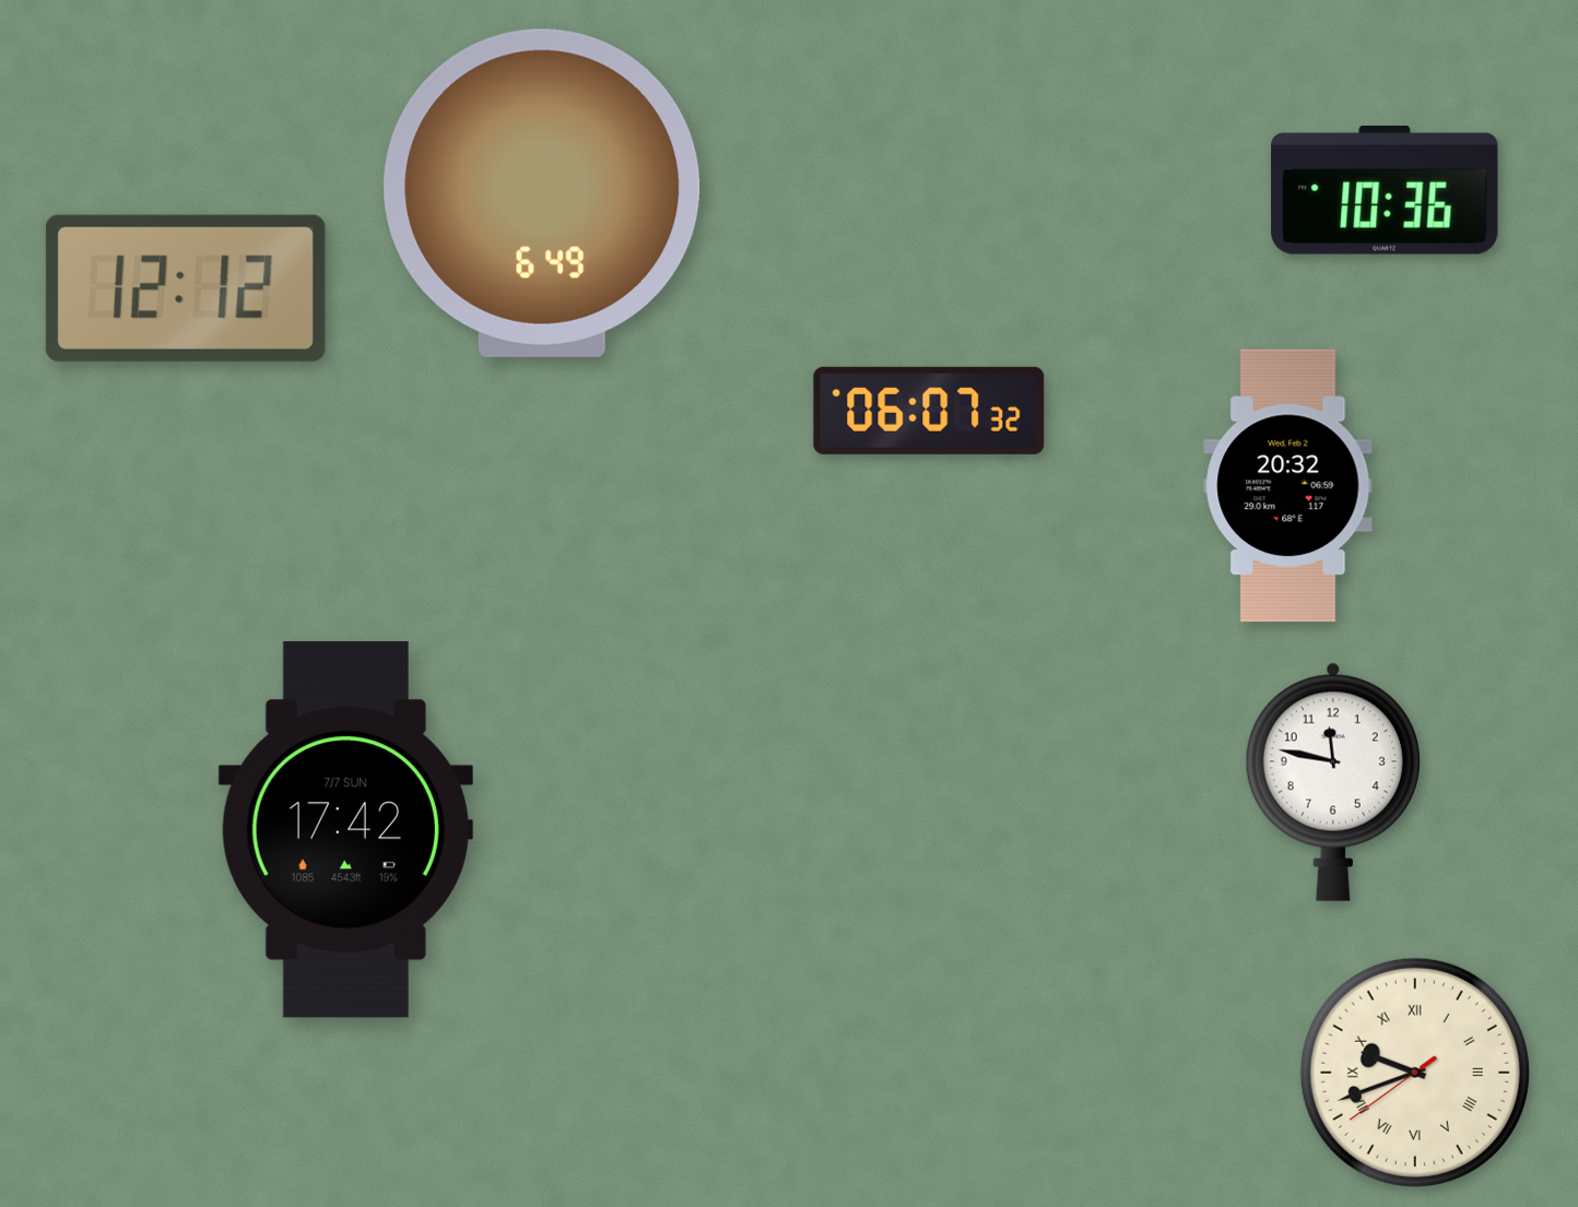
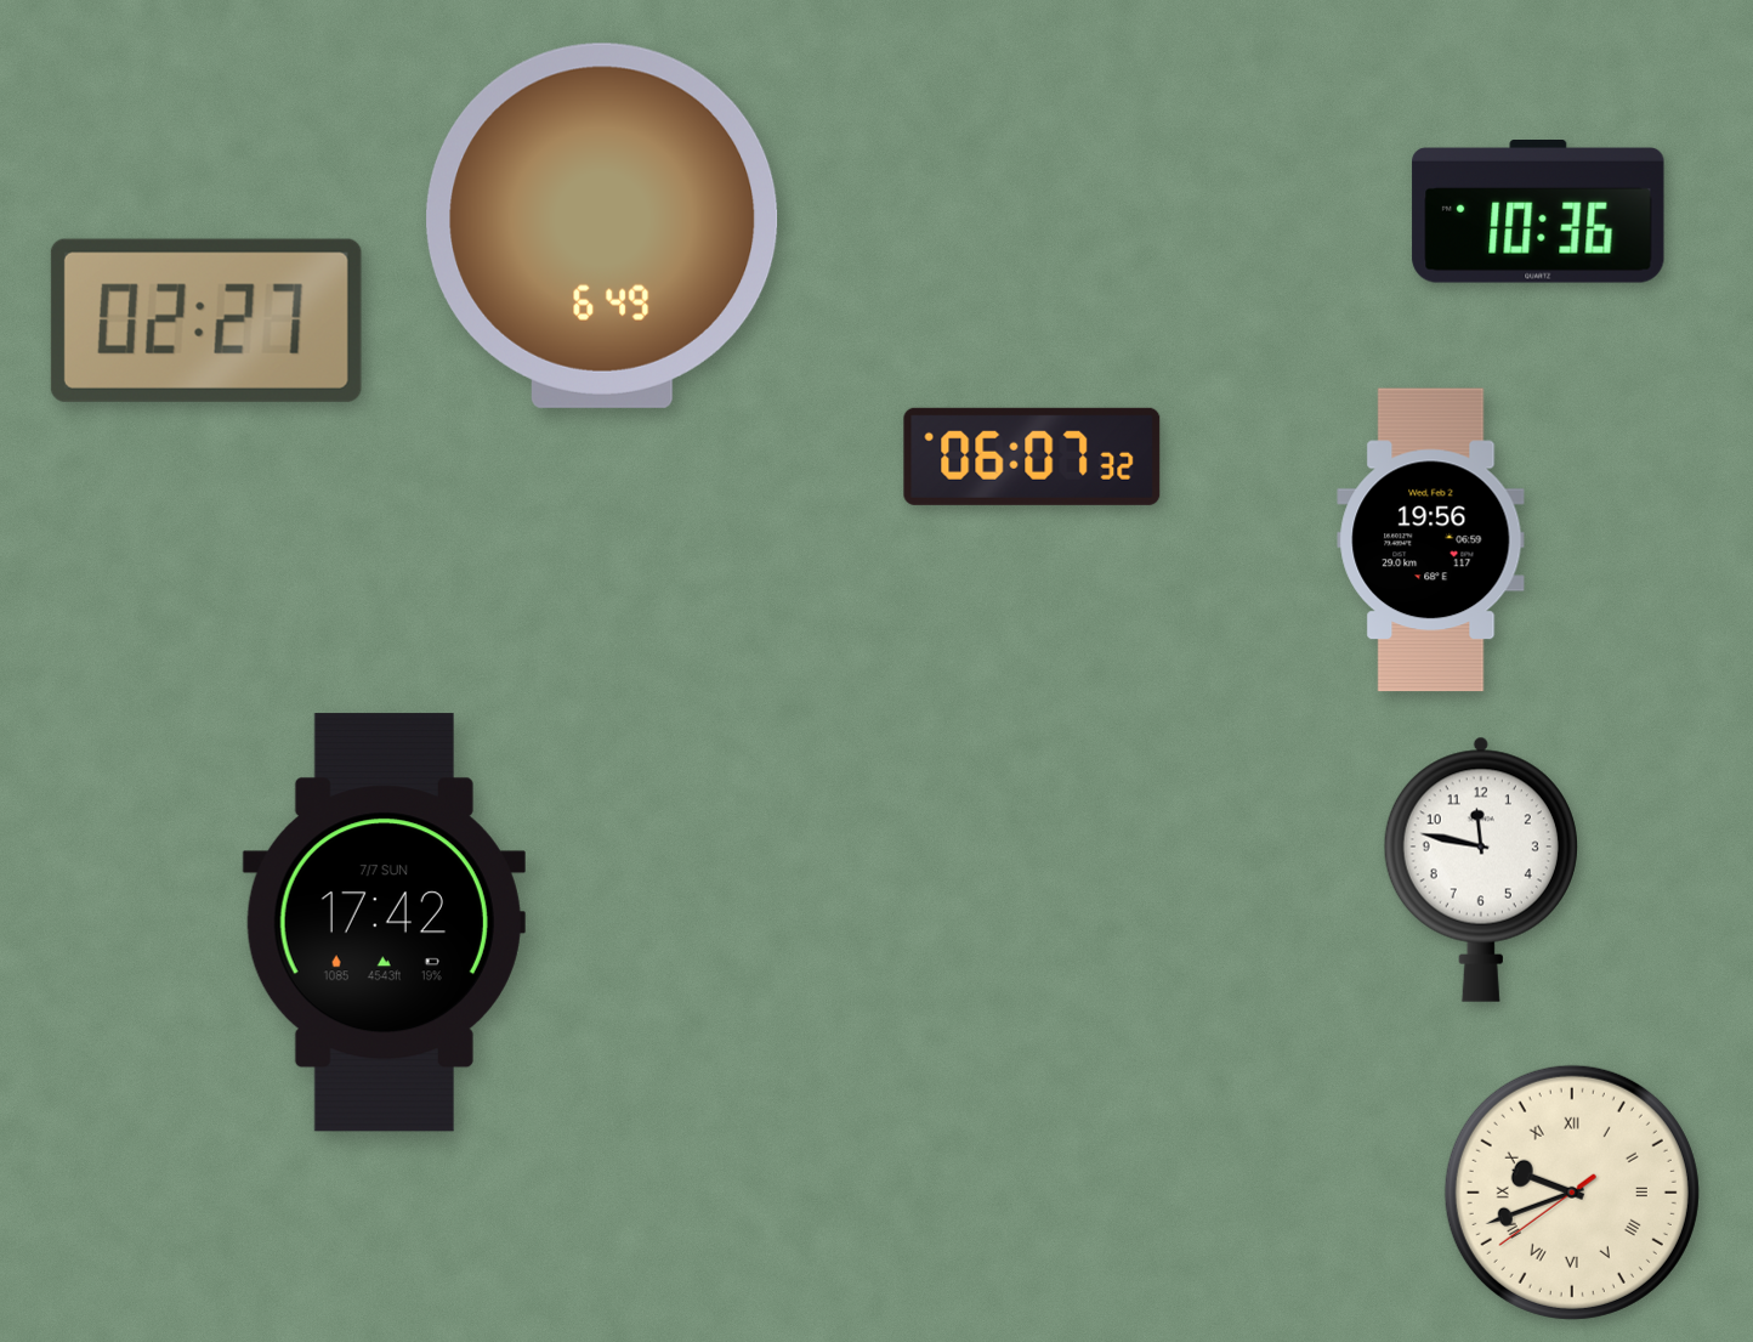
clock at (542, 193) position: (542, 193) -> (602, 226)
clock at (186, 288): 12:12 -> 02:27
clock at (1288, 486): 20:32 -> 19:56
